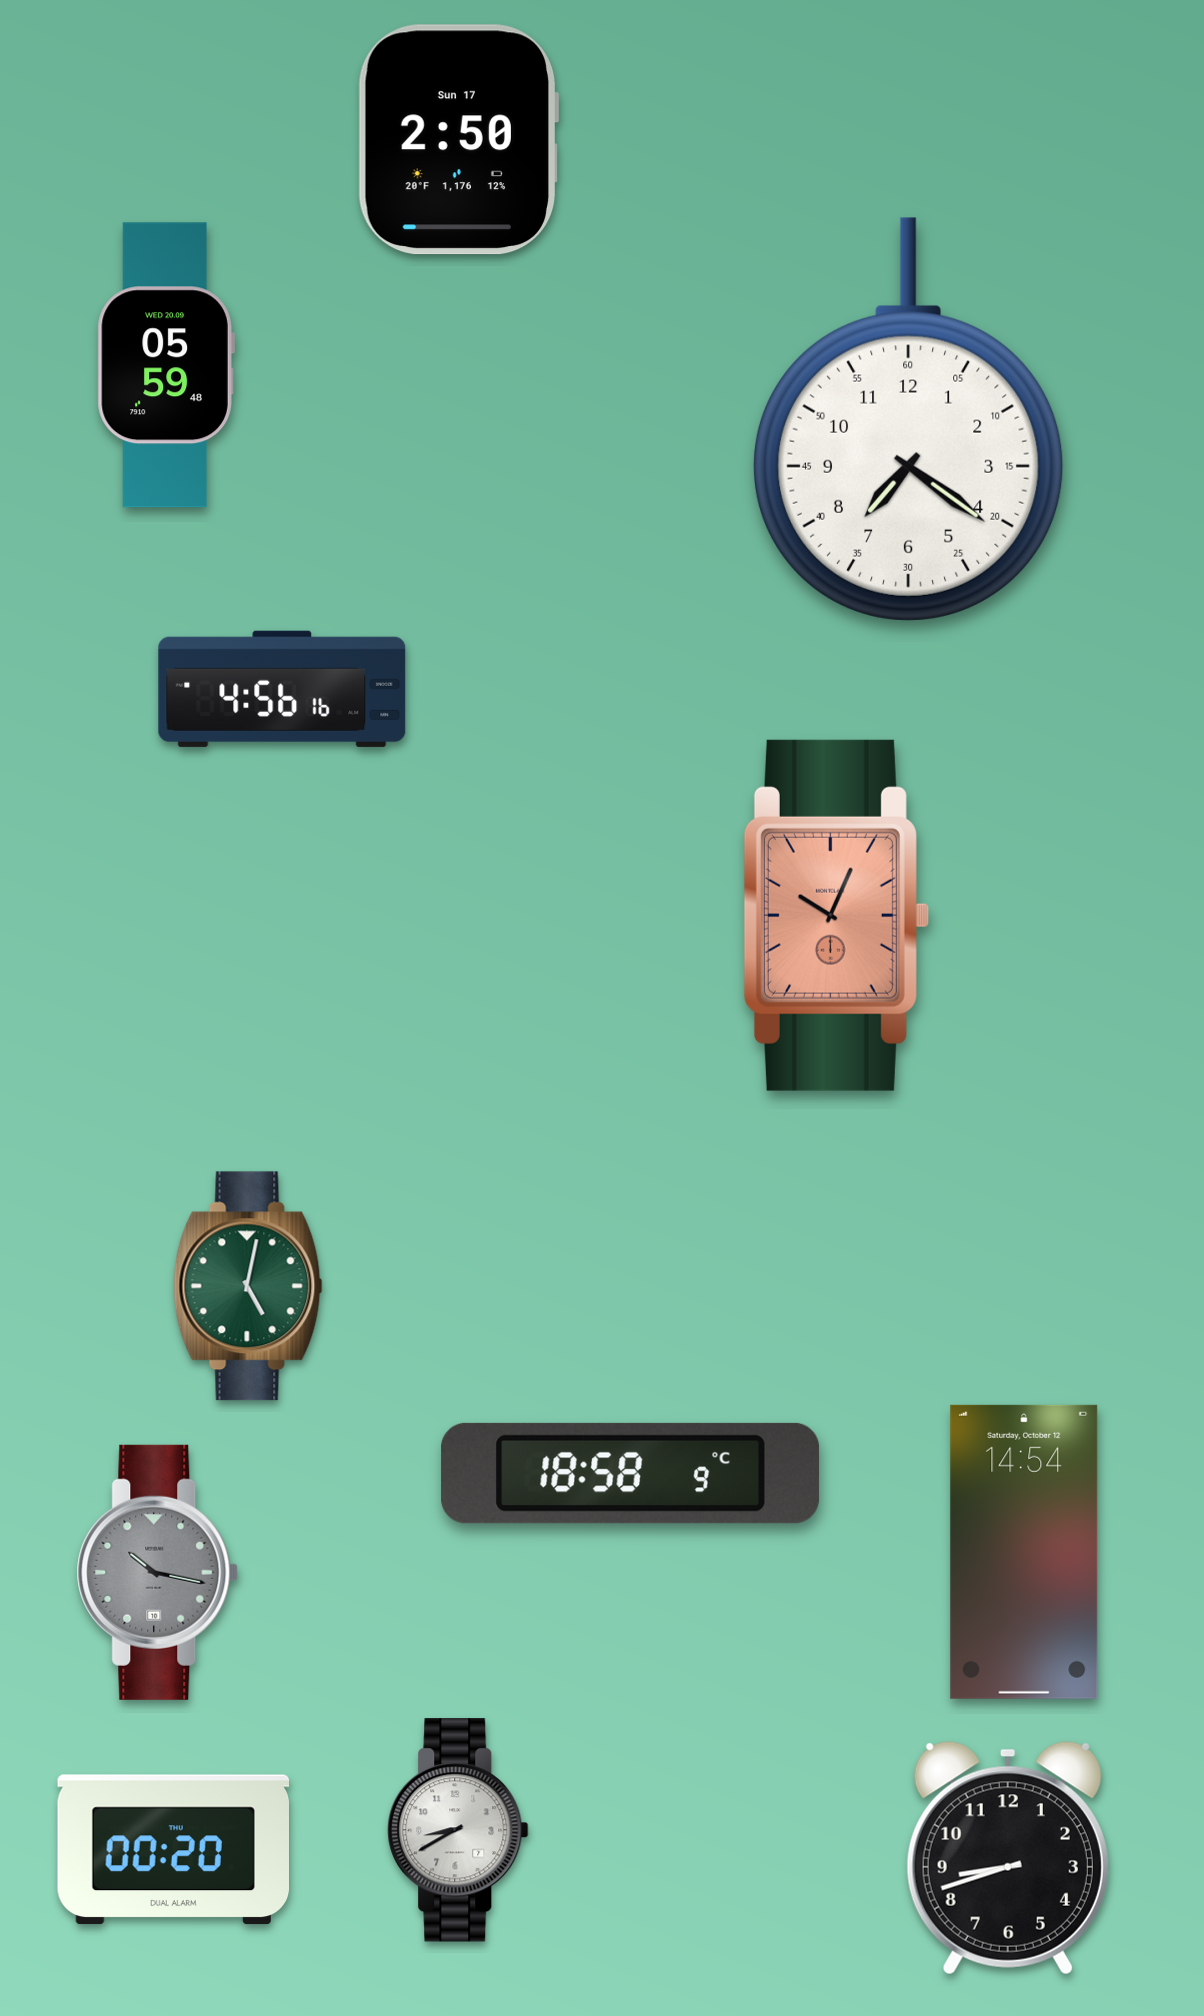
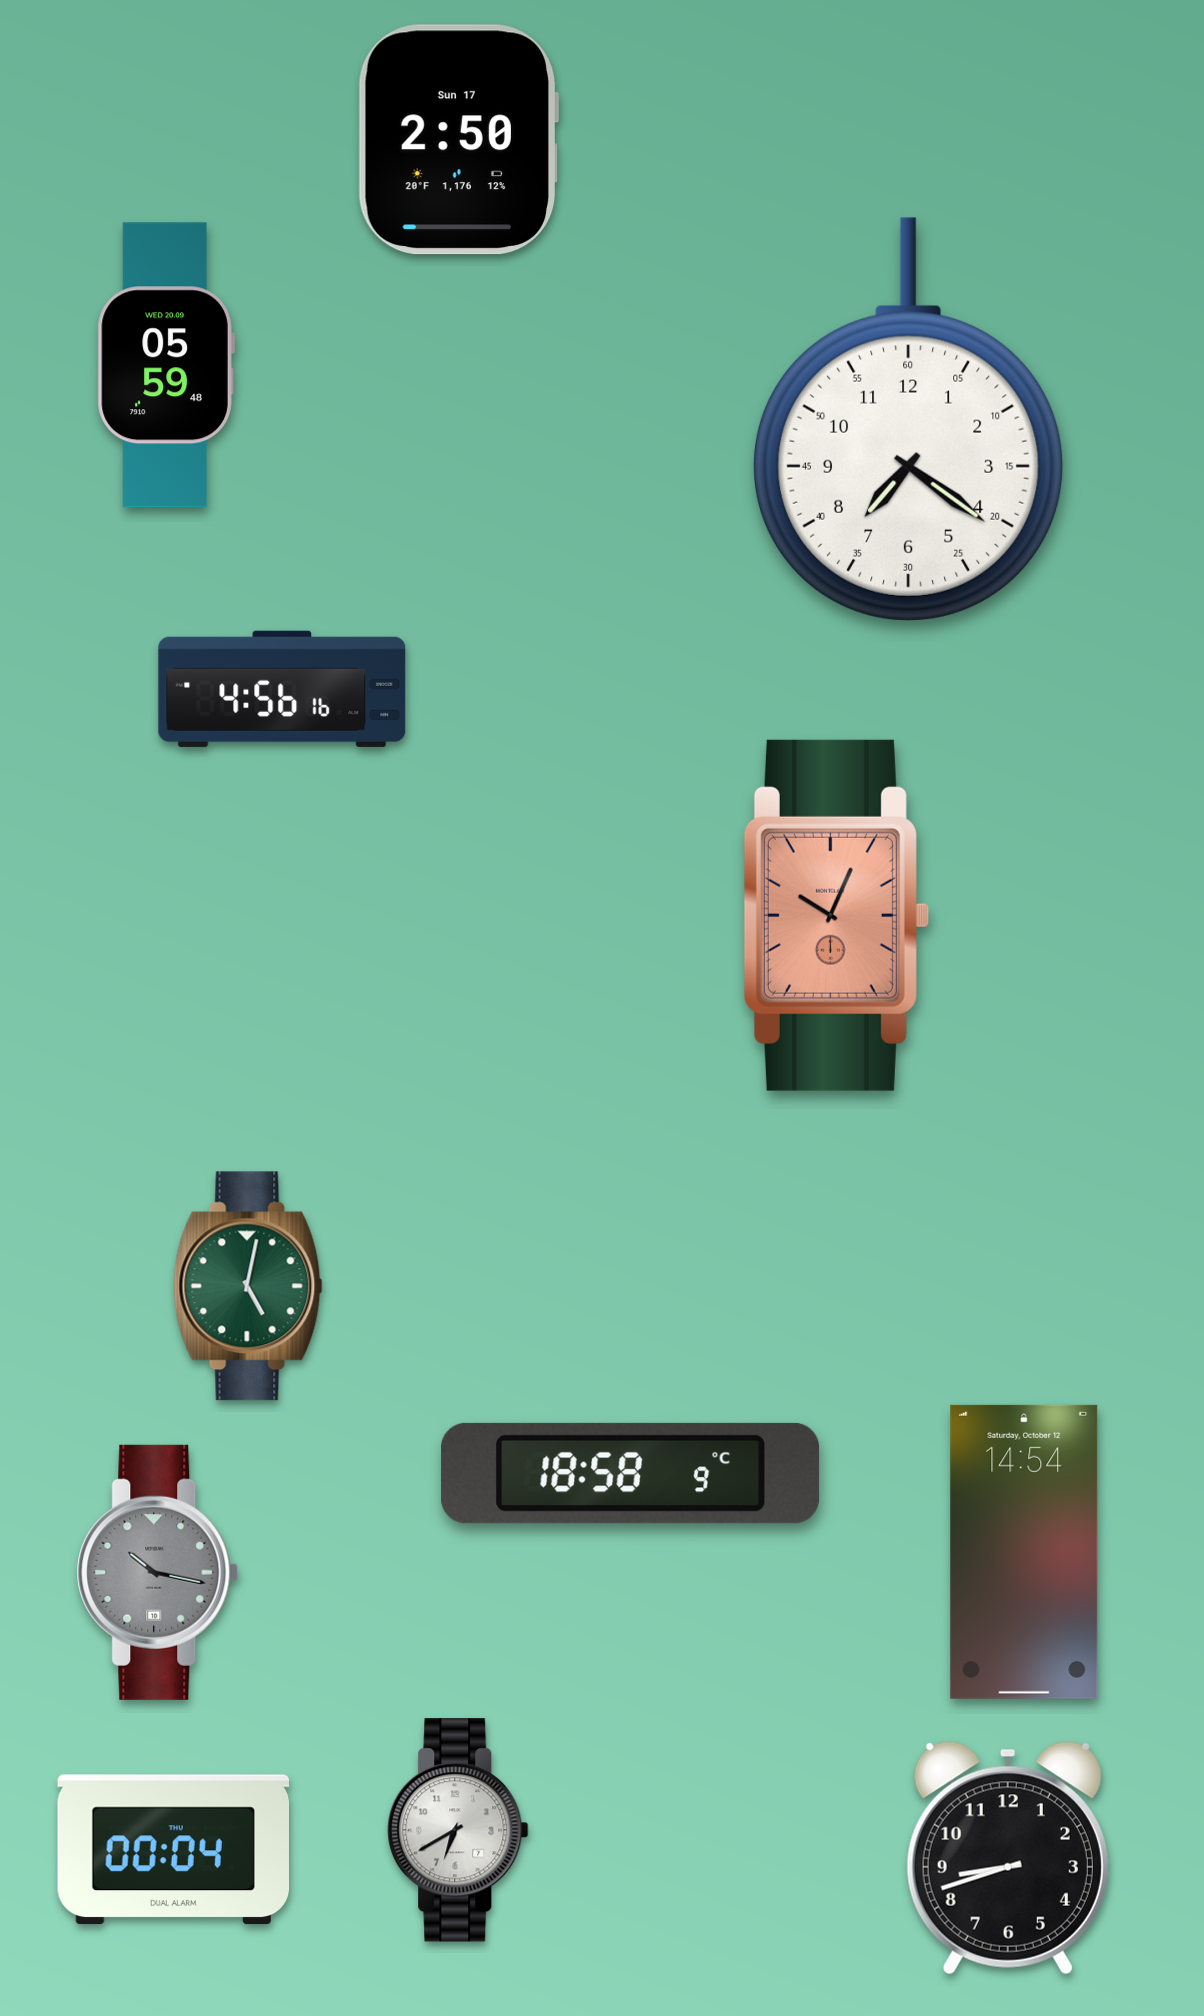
clock at (458, 1830): 8:40 -> 6:40
clock at (173, 1850): 00:20 -> 00:04
